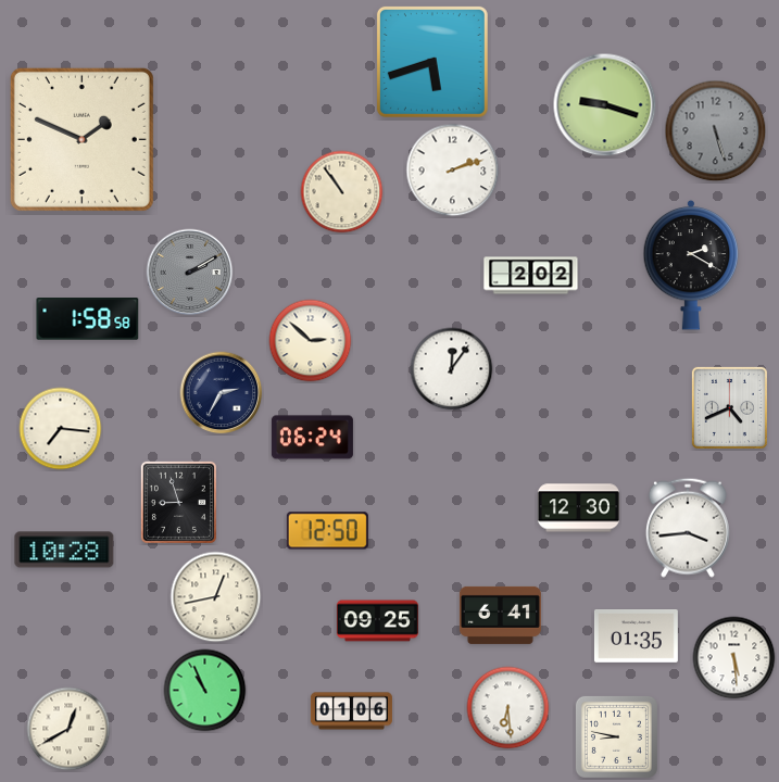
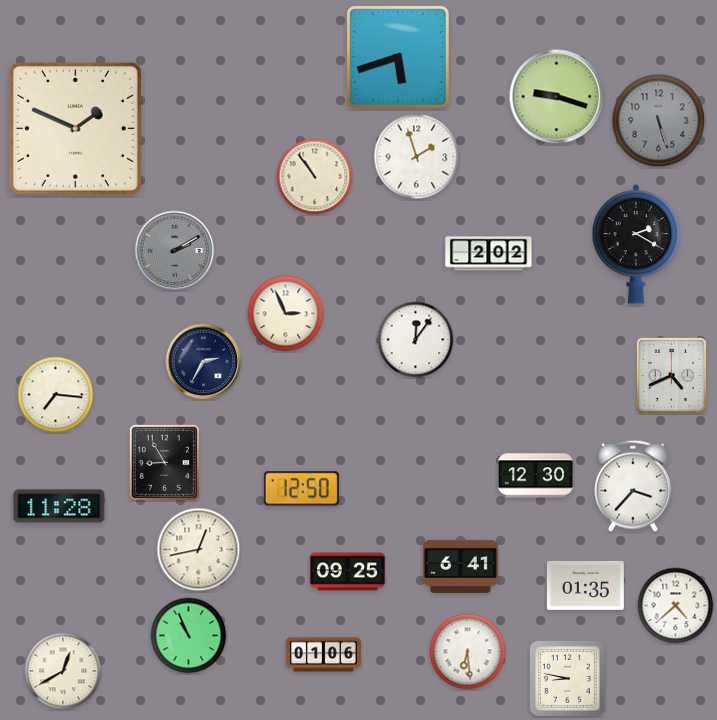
clock at (453, 171): 2:12 -> 1:57
clock at (88, 319): 1:58 -> none
clock at (311, 341): 2:52 -> 2:56
clock at (312, 438): 06:24 -> none
clock at (178, 502): 8:57 -> 8:55
clock at (578, 508) position: (578, 508) -> (535, 476)
clock at (688, 528): 3:44 -> 3:37
clock at (64, 550): 10:28 -> 11:28
clock at (734, 658): 5:29 -> 4:38
